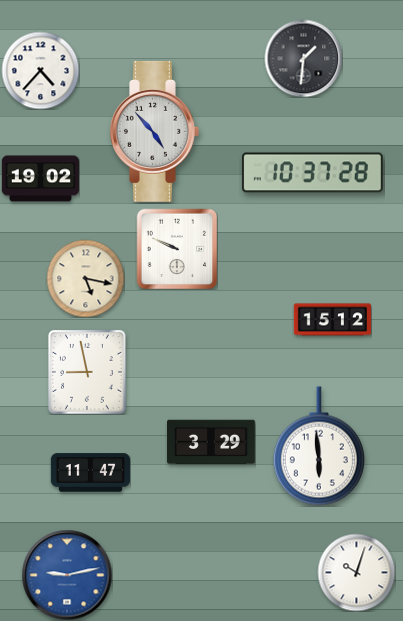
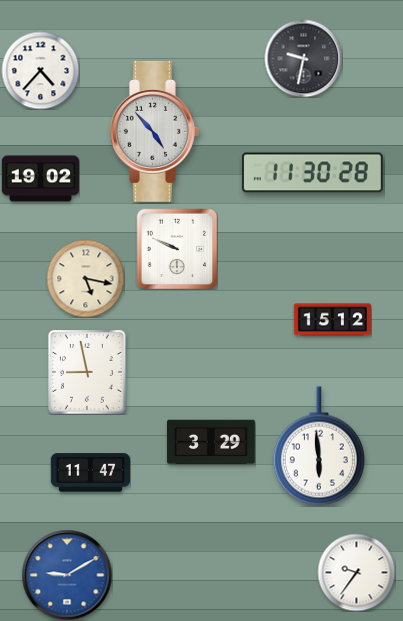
clock at (303, 58): 1:31 -> 9:32
clock at (312, 173): 10:37 -> 11:30
clock at (356, 572): 10:03 -> 9:36
clock at (67, 575): 9:13 -> 9:10
